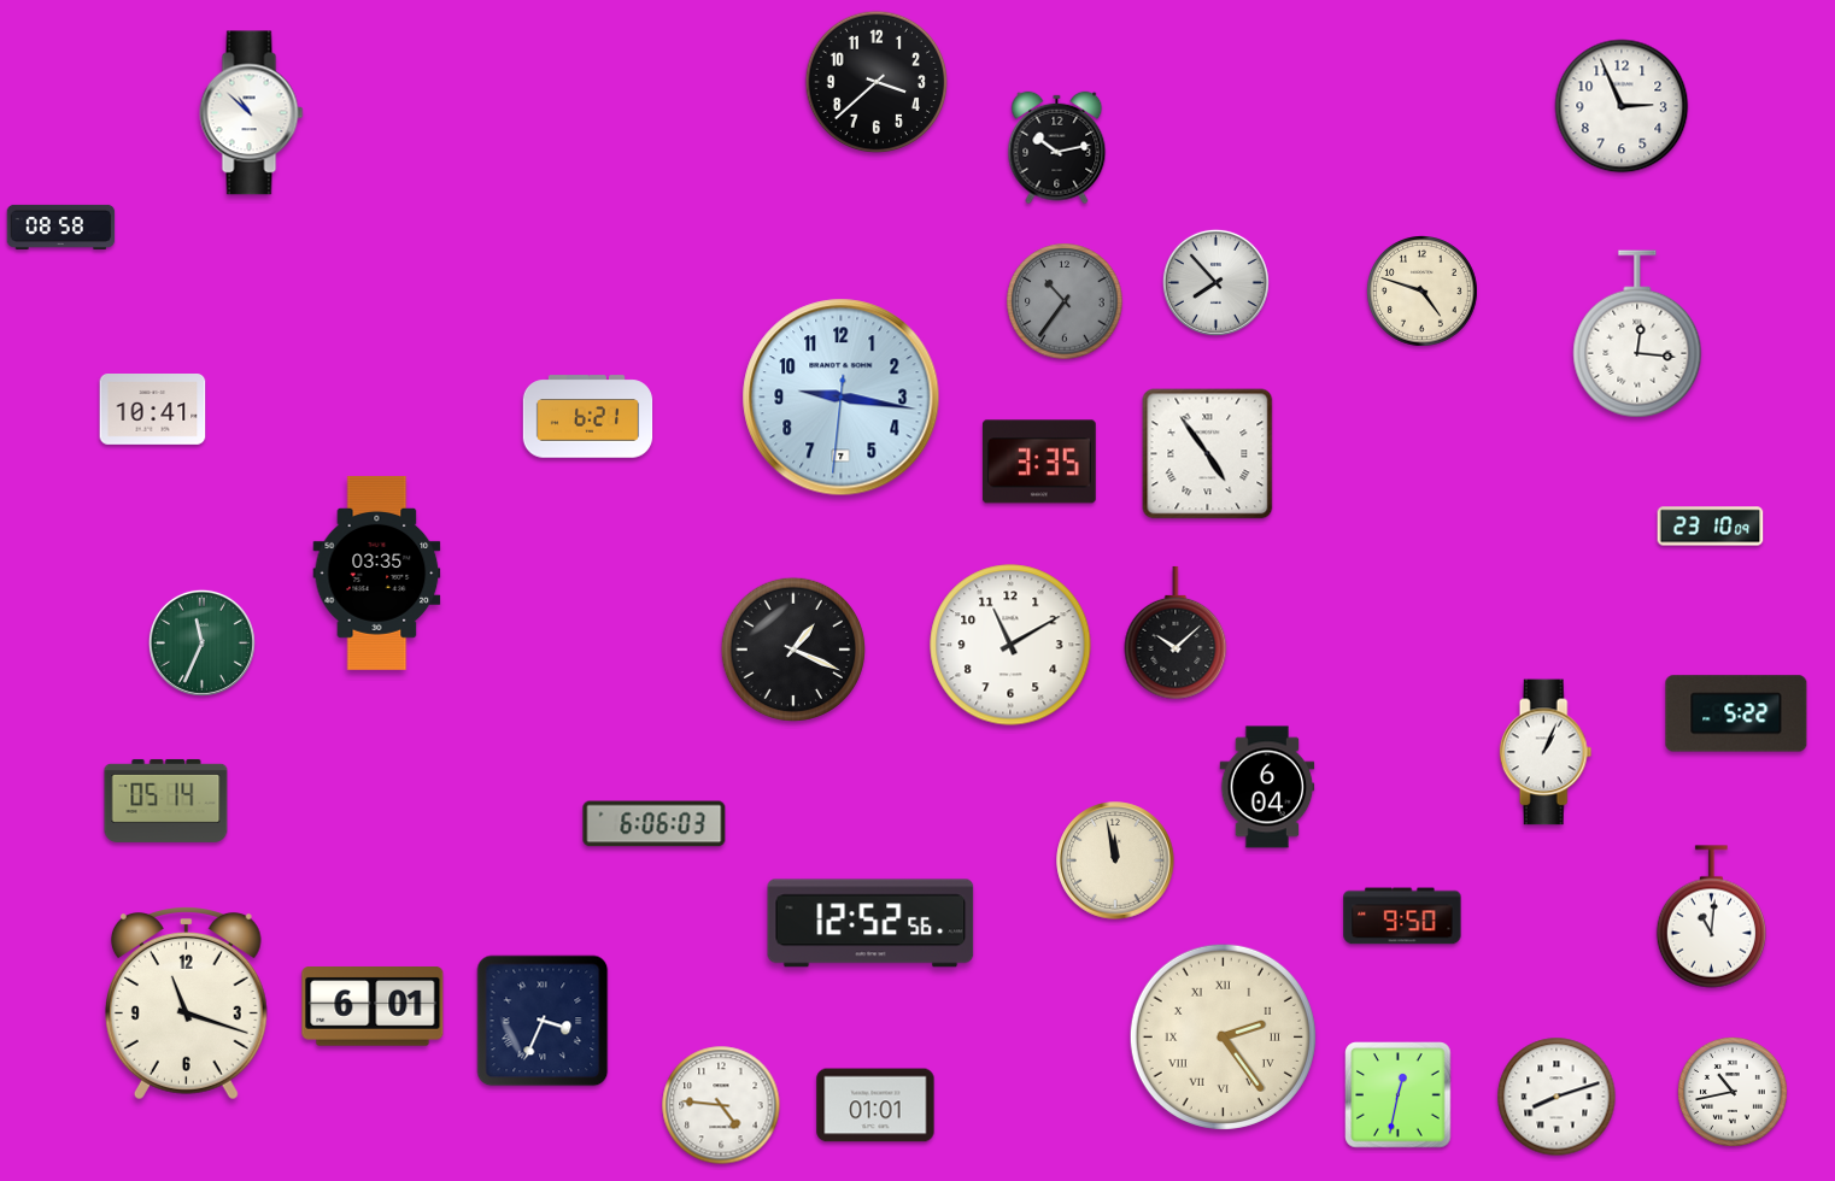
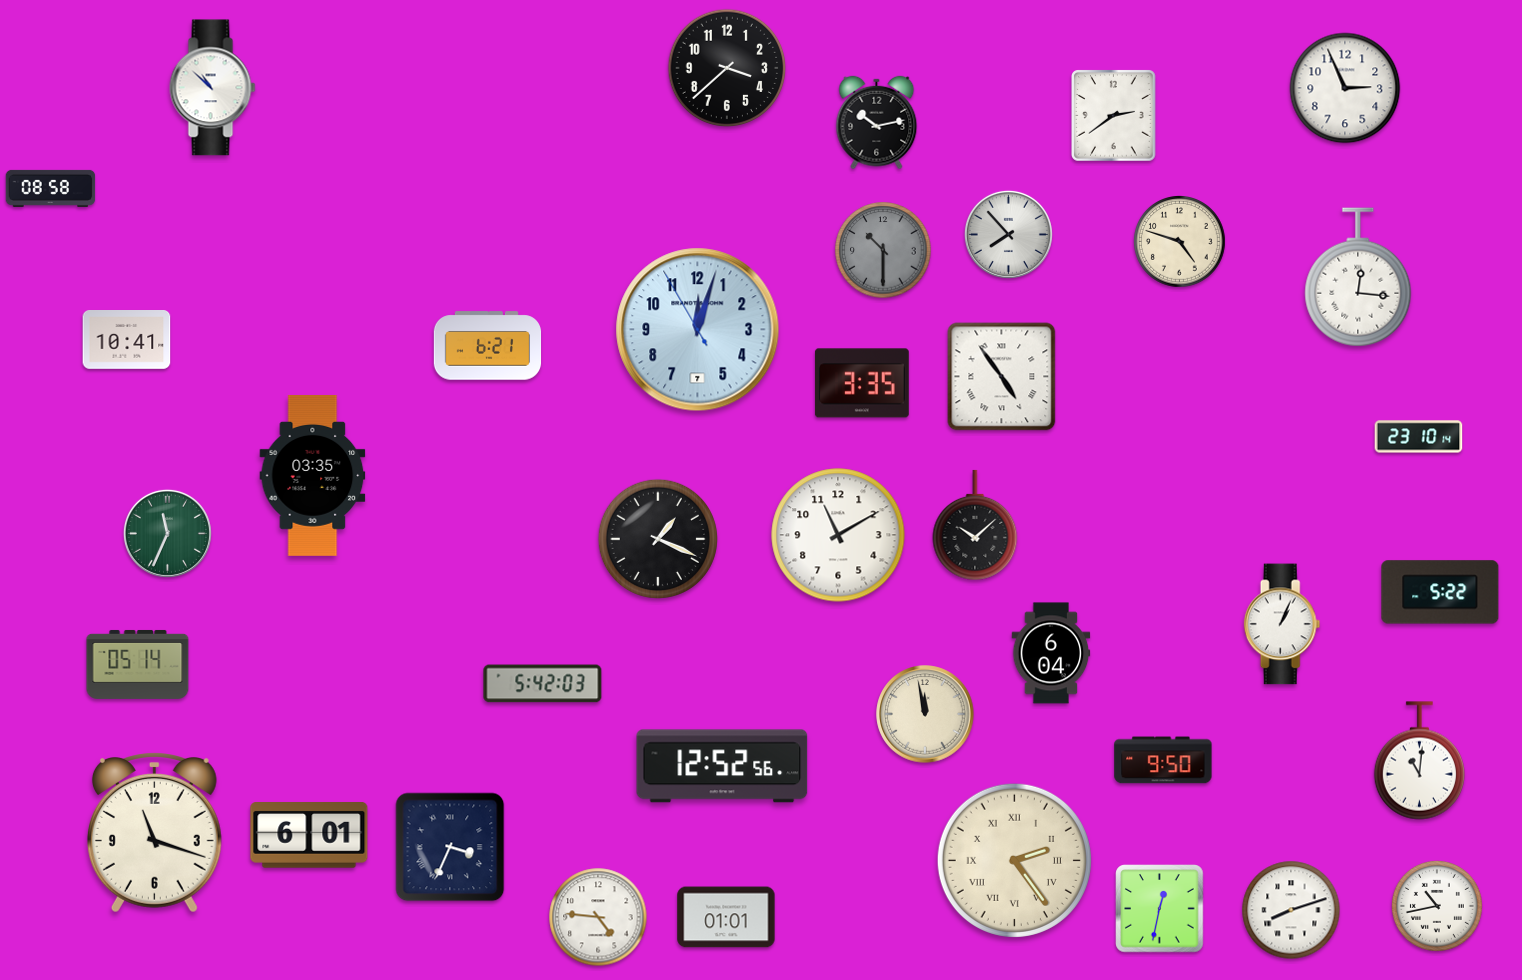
clock at (252, 113) position: (252, 113) -> (213, 88)
clock at (1114, 116): none -> 2:39
clock at (1065, 301): 10:36 -> 10:30
clock at (842, 398): 9:16 -> 12:02
clock at (1711, 527): 23:10:09 -> 23:10:14
clock at (655, 824): 6:06 -> 5:42
